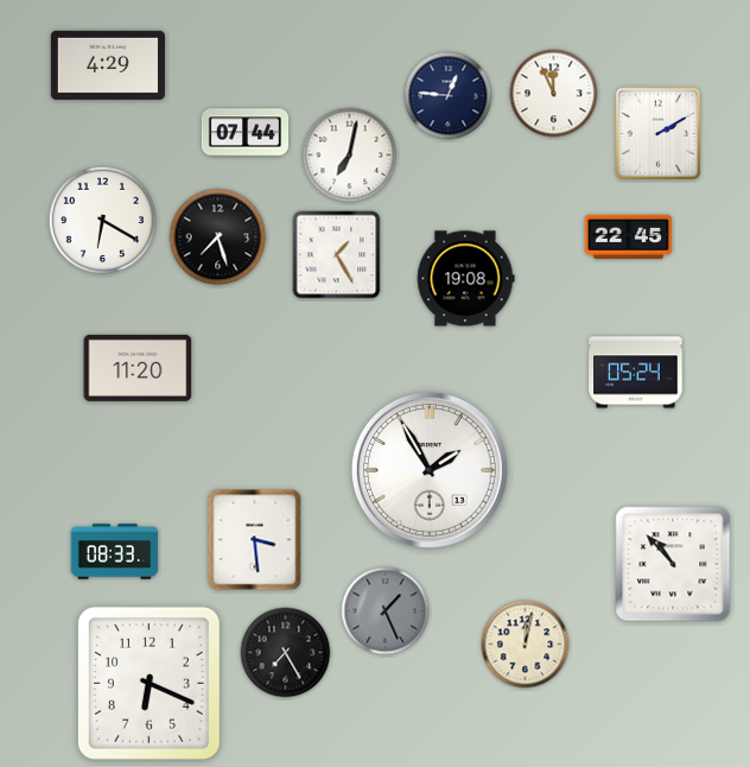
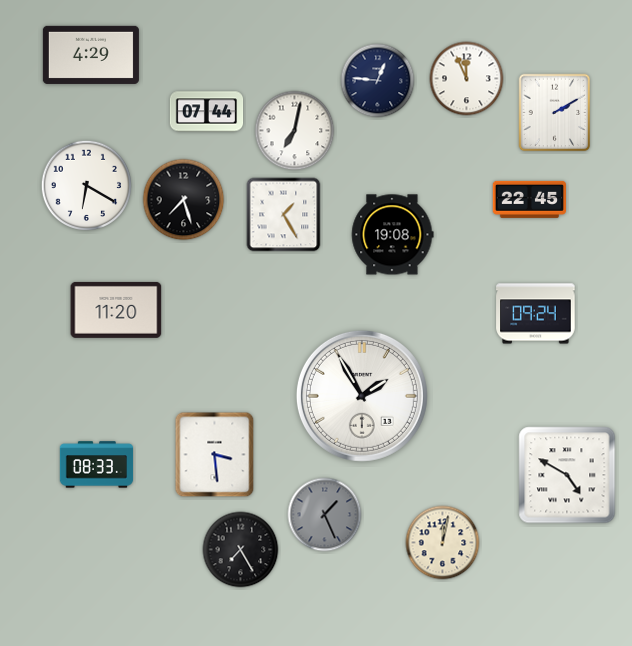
clock at (636, 373): 05:24 -> 09:24
clock at (673, 564): 10:53 -> 4:50
clock at (148, 683): 6:19 -> none
